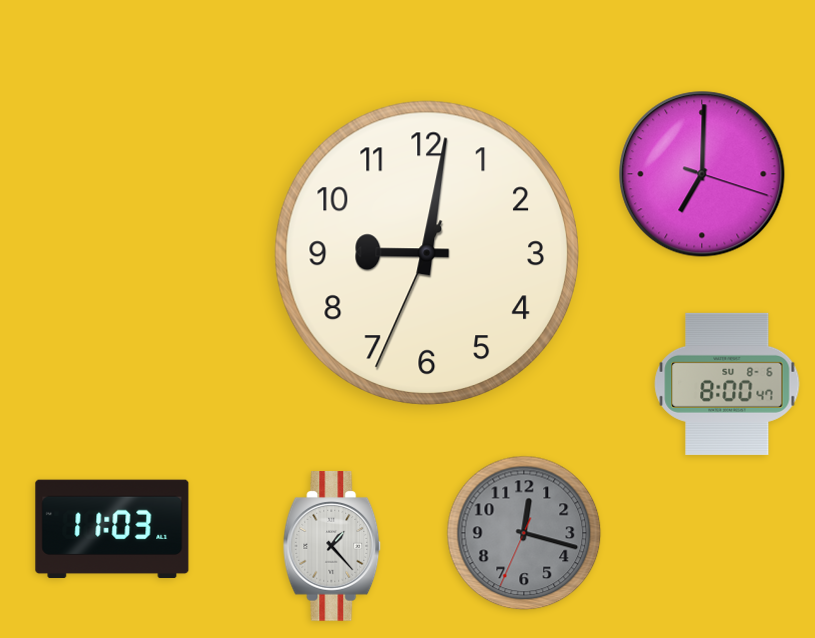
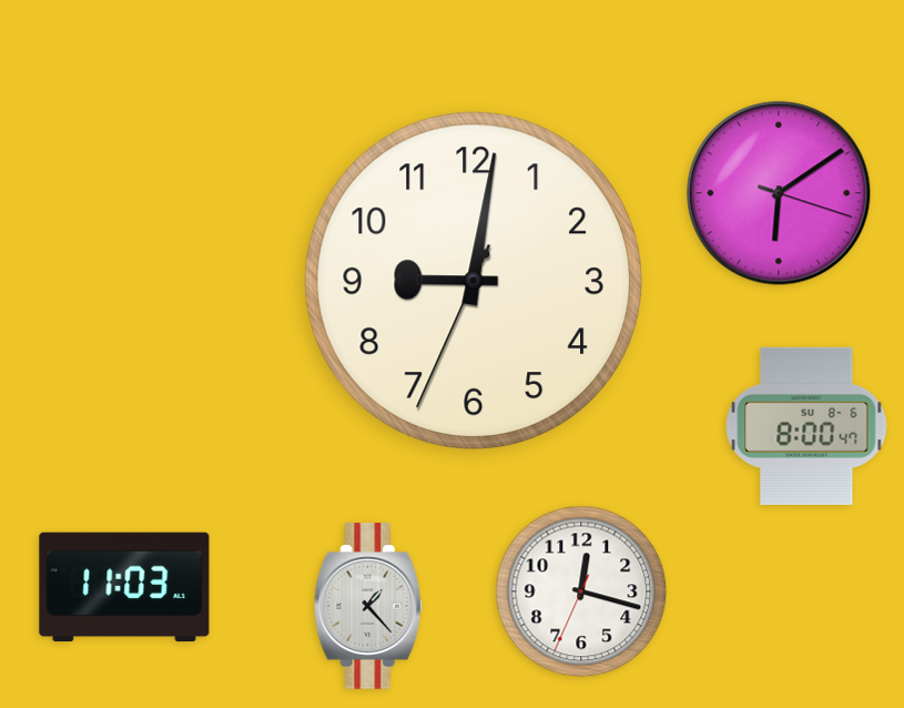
clock at (702, 174): 7:00 -> 6:09
clock at (524, 533) dial: grey -> white
